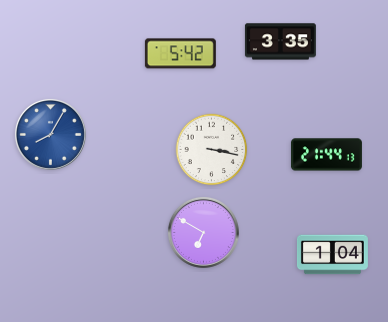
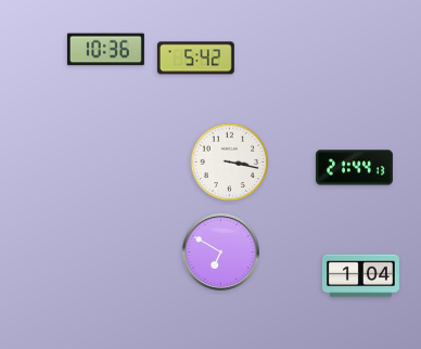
clock at (280, 42): 3:35 -> none
clock at (105, 50): none -> 10:36
clock at (50, 134): 8:05 -> none
